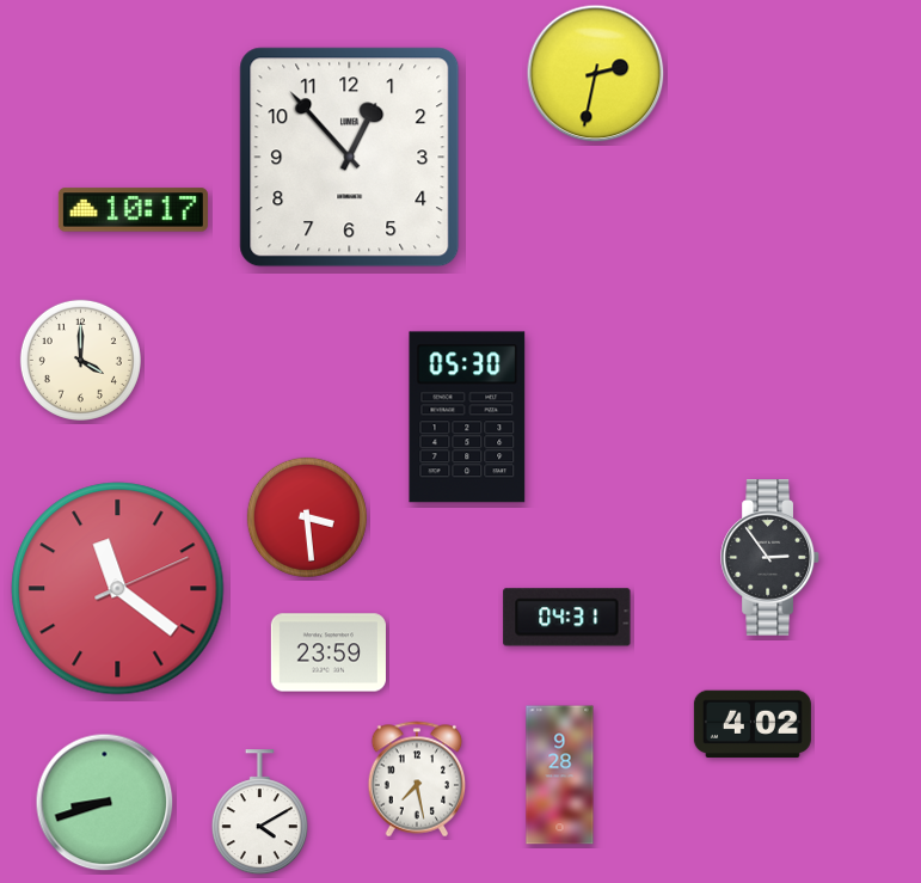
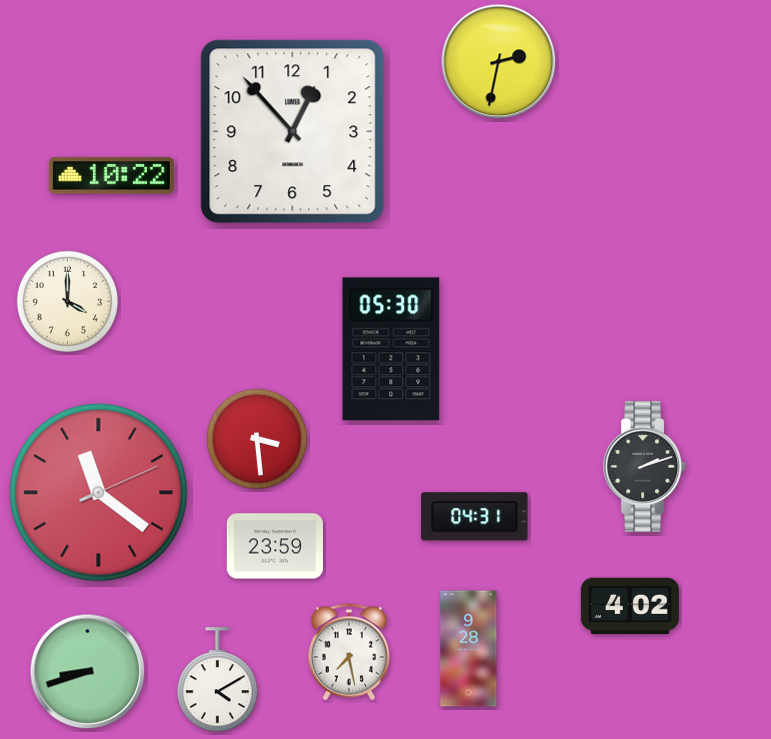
clock at (133, 210): 10:17 -> 10:22
clock at (307, 517) position: (307, 517) -> (257, 439)
clock at (770, 558): 2:54 -> 2:12
